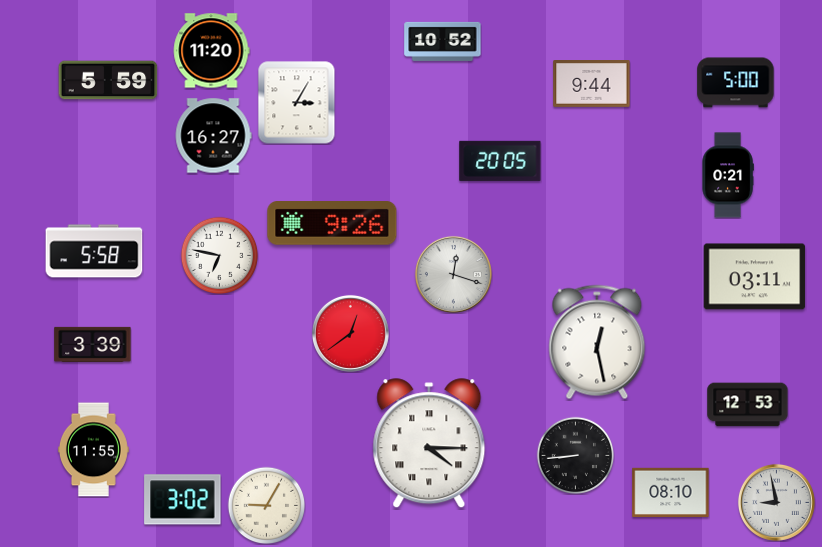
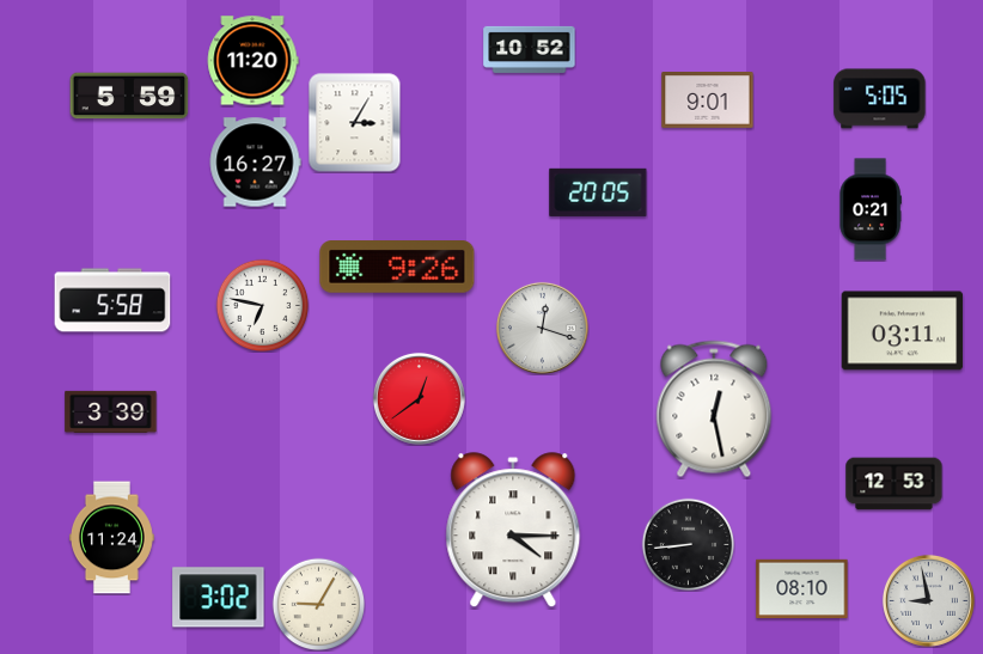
clock at (736, 83): 5:00 -> 5:05
clock at (592, 84): 9:44 -> 9:01
clock at (93, 450): 11:55 -> 11:24
